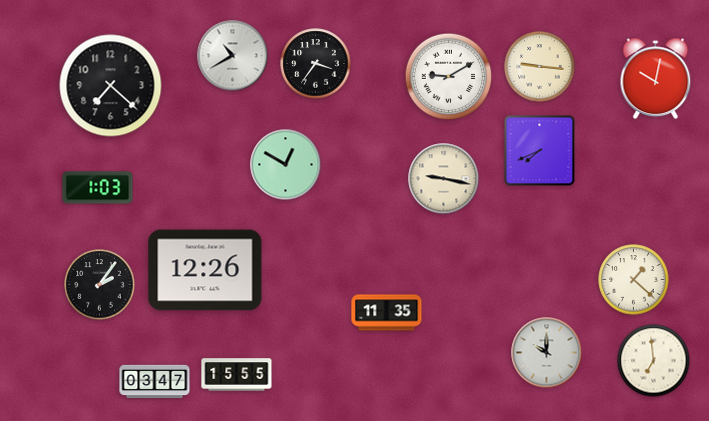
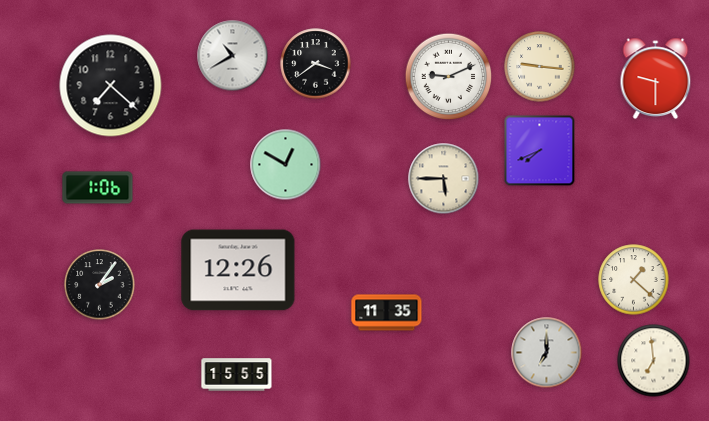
clock at (316, 64): 3:36 -> 3:39
clock at (449, 77): 9:10 -> 9:11
clock at (656, 79): 10:02 -> 9:30
clock at (444, 179): 9:17 -> 5:45
clock at (98, 188): 1:03 -> 1:06
clock at (205, 270) position: (205, 270) -> (238, 270)
clock at (547, 353): 10:00 -> 7:00
clock at (155, 382): 03:47 -> none
